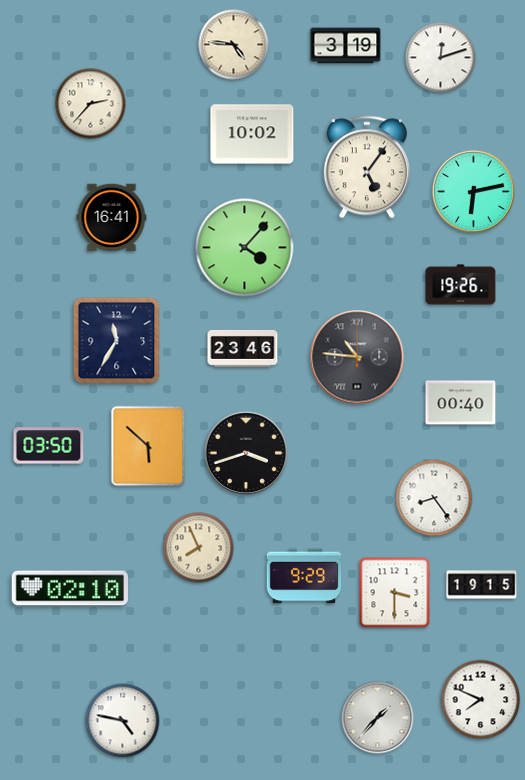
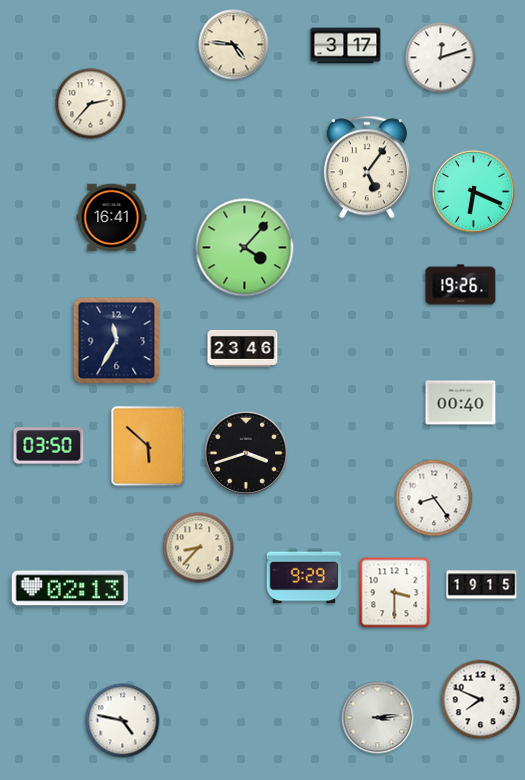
clock at (346, 46): 3:19 -> 3:17
clock at (252, 134): 10:02 -> none
clock at (473, 191): 6:13 -> 6:19
clock at (357, 357): 10:46 -> none
clock at (199, 548): 7:56 -> 8:37
clock at (69, 588): 02:10 -> 02:13
clock at (378, 718): 1:37 -> 3:14
